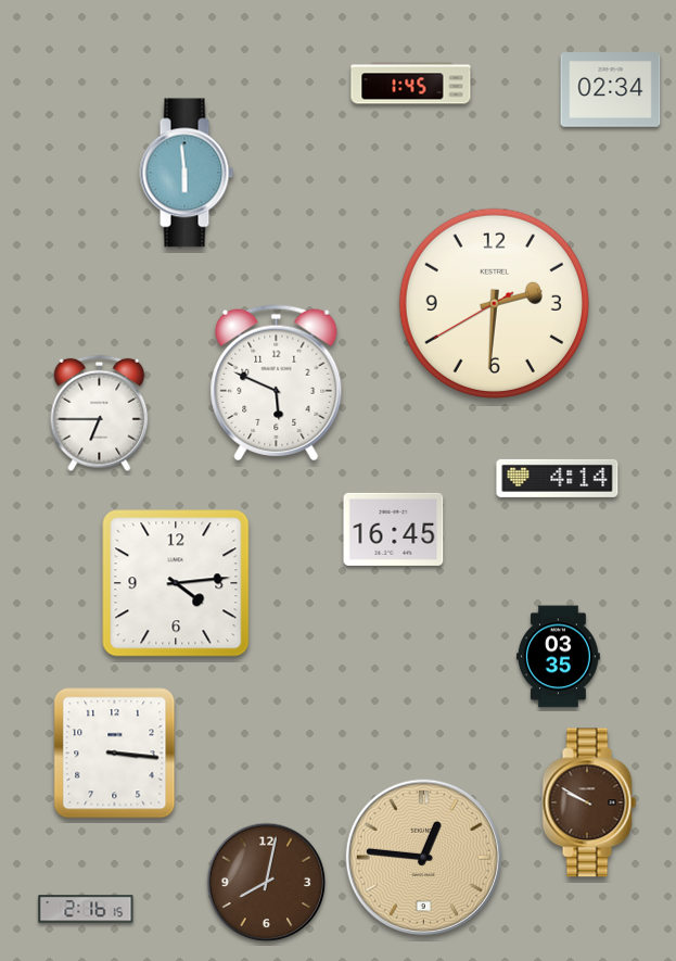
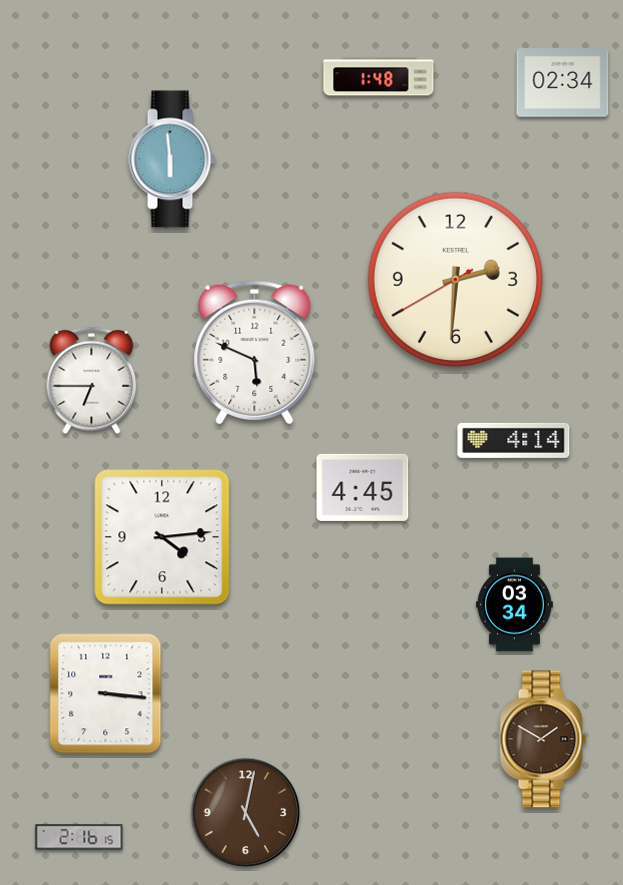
clock at (411, 84): 1:45 -> 1:48
clock at (394, 529): 16:45 -> 4:45
clock at (558, 657): 03:35 -> 03:34
clock at (589, 802): 9:50 -> 1:50
clock at (423, 857): 12:46 -> none
clock at (267, 883): 8:02 -> 5:02
